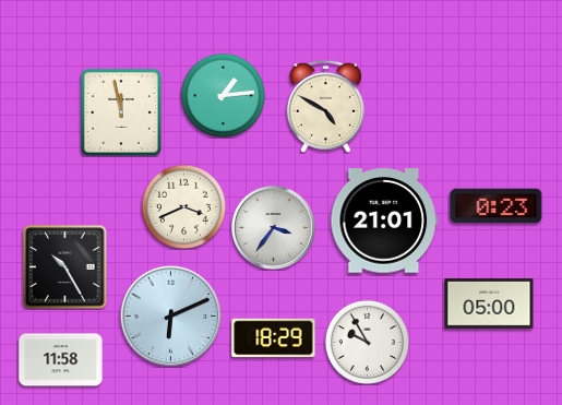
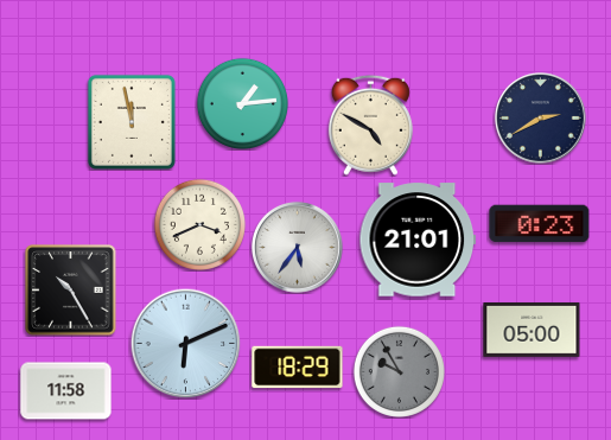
clock at (325, 106) position: (325, 106) -> (370, 125)
clock at (541, 119): none -> 2:40
clock at (274, 228): 3:36 -> 5:36
clock at (367, 342) dial: white -> grey
